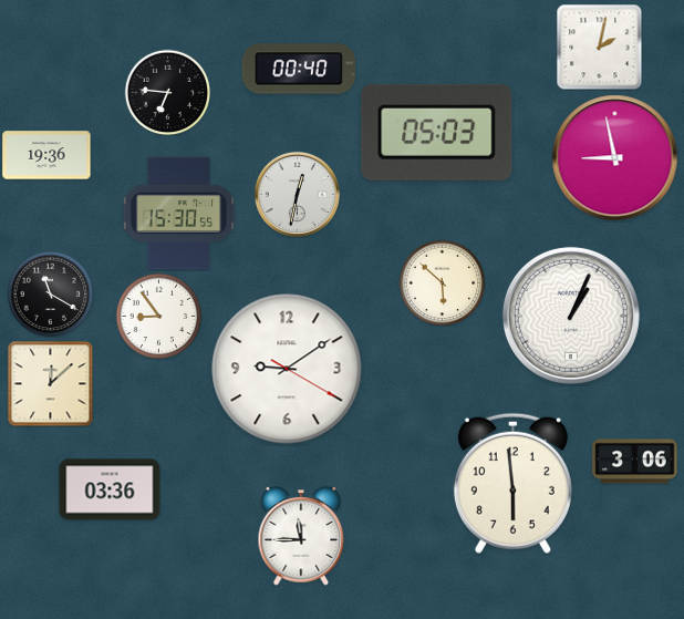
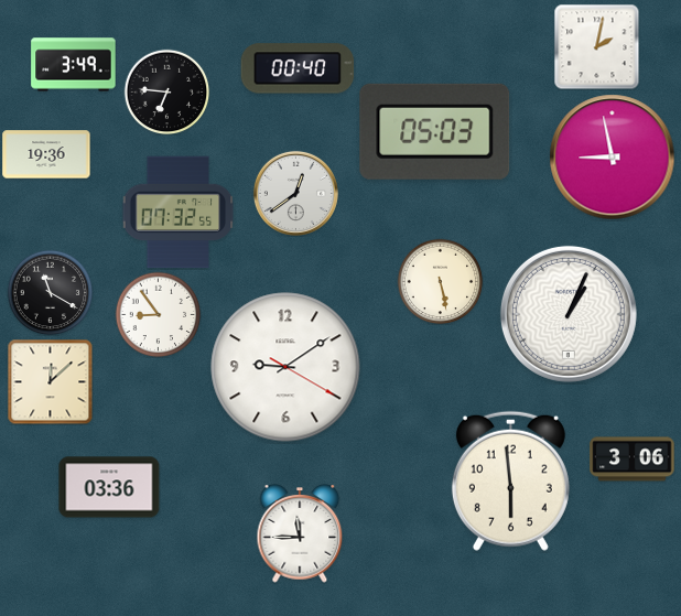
clock at (74, 65): none -> 3:49
clock at (297, 194): 12:32 -> 12:39
clock at (179, 214): 15:30 -> 07:32
clock at (442, 282): 5:52 -> 5:28
